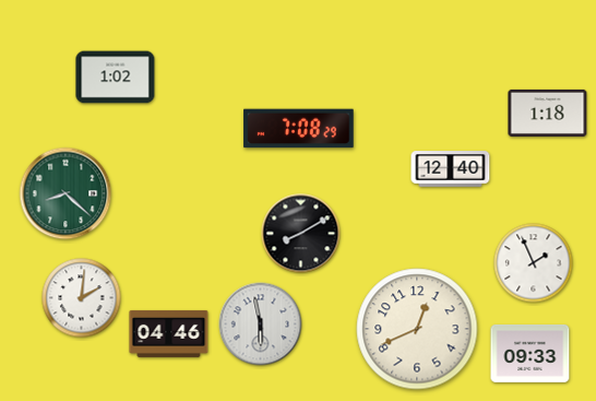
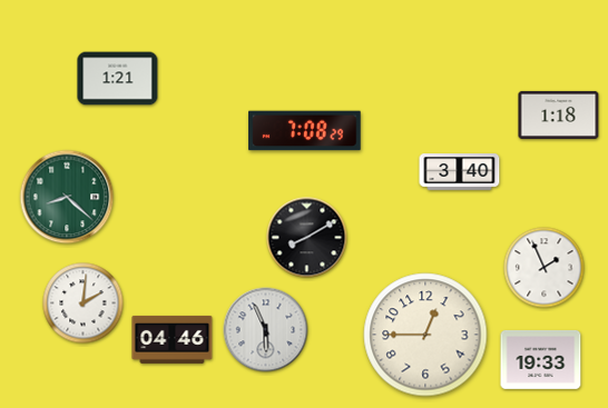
clock at (116, 78): 1:02 -> 1:21
clock at (451, 169): 12:40 -> 3:40
clock at (261, 325): 5:58 -> 5:56
clock at (417, 329): 12:41 -> 12:45
clock at (531, 353): 09:33 -> 19:33
